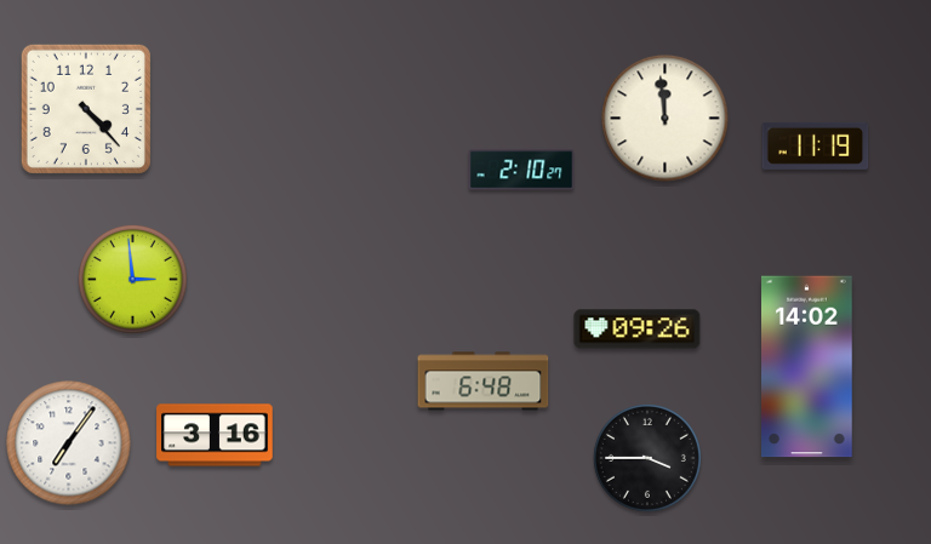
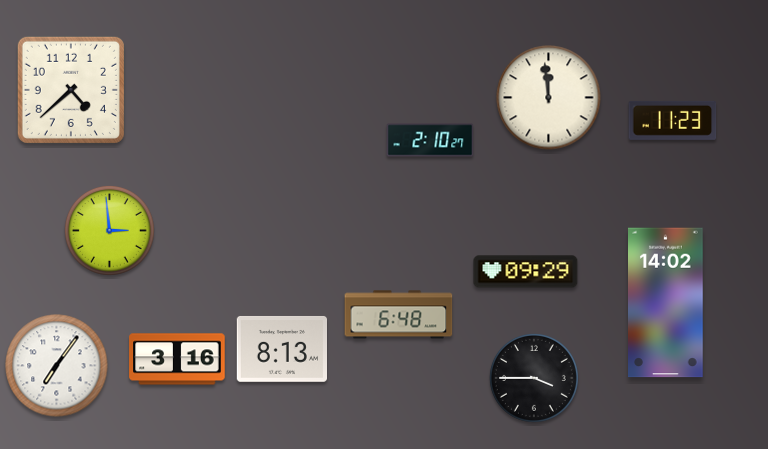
clock at (86, 109): 4:23 -> 4:38
clock at (816, 145): 11:19 -> 11:23
clock at (638, 330): 09:26 -> 09:29
clock at (281, 349): none -> 8:13
